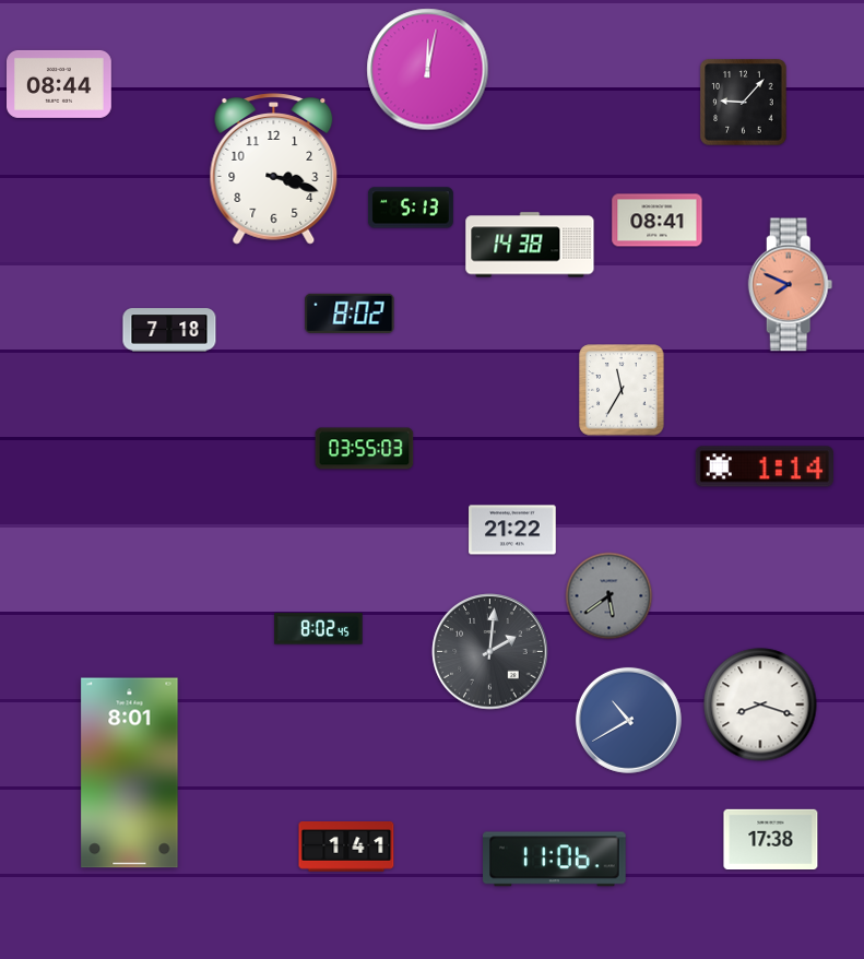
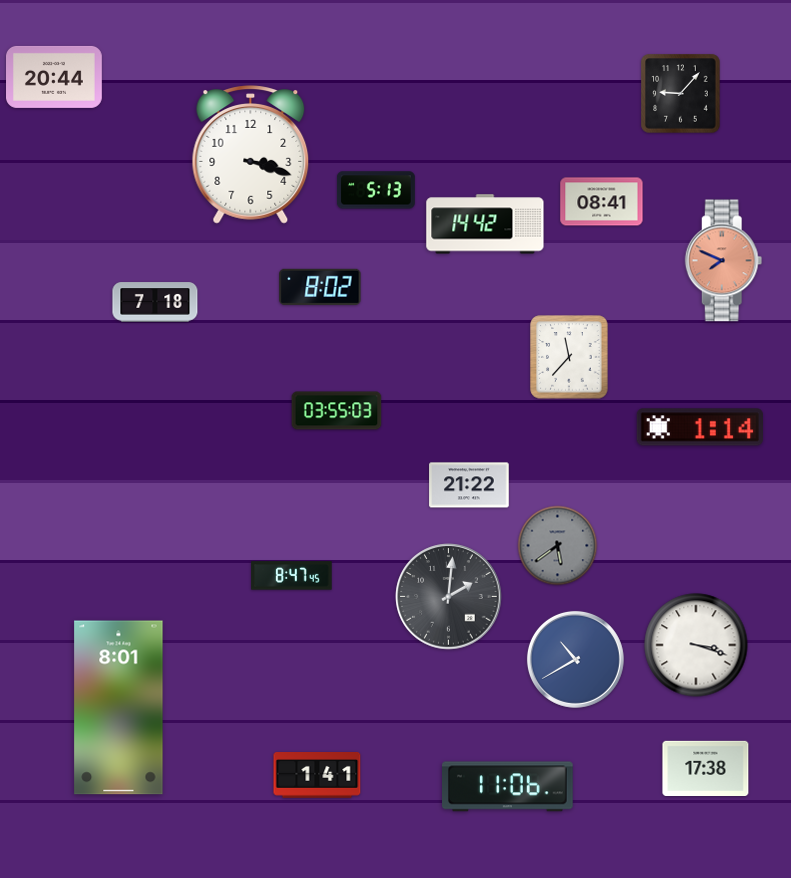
clock at (428, 70): 12:02 -> none
clock at (60, 84): 08:44 -> 20:44
clock at (530, 245): 14:38 -> 14:42
clock at (622, 390): 11:35 -> 11:37
clock at (365, 449) position: (365, 449) -> (337, 411)
clock at (319, 629): 8:02 -> 8:47
clock at (760, 705): 8:18 -> 3:18
